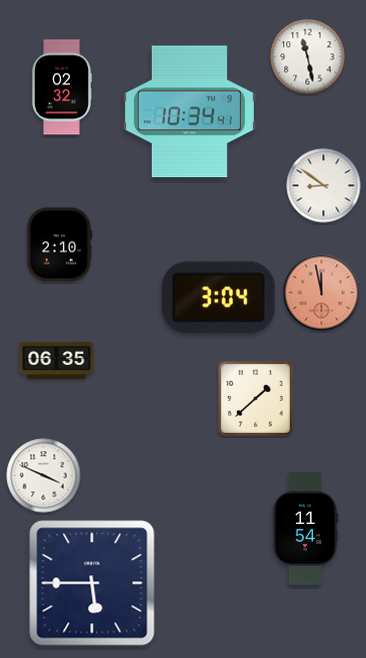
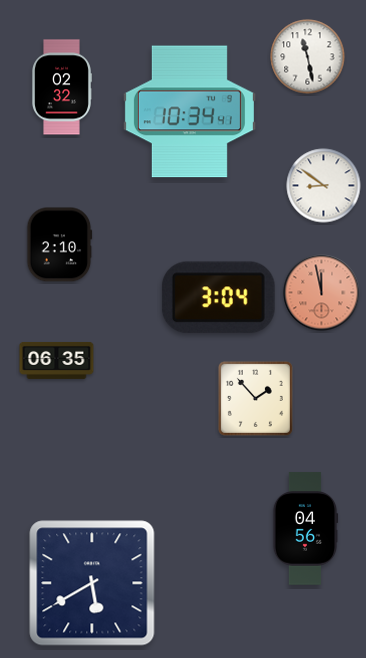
clock at (255, 398): 1:38 -> 1:53
clock at (44, 476): 3:49 -> none
clock at (305, 529): 11:54 -> 04:56
clock at (92, 583): 5:45 -> 5:40
